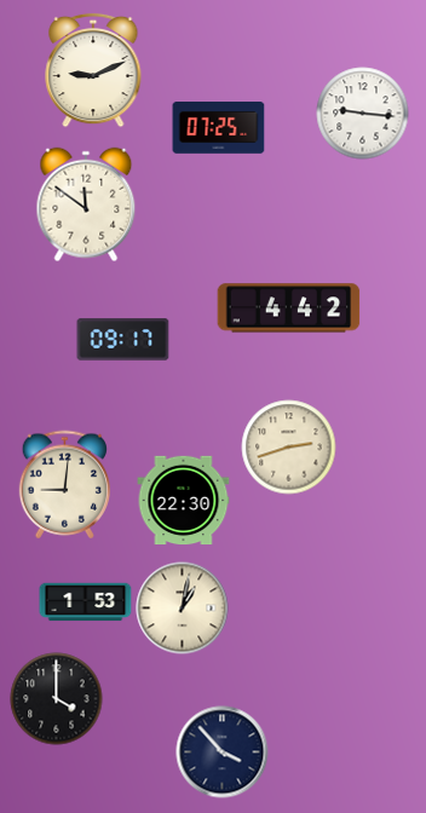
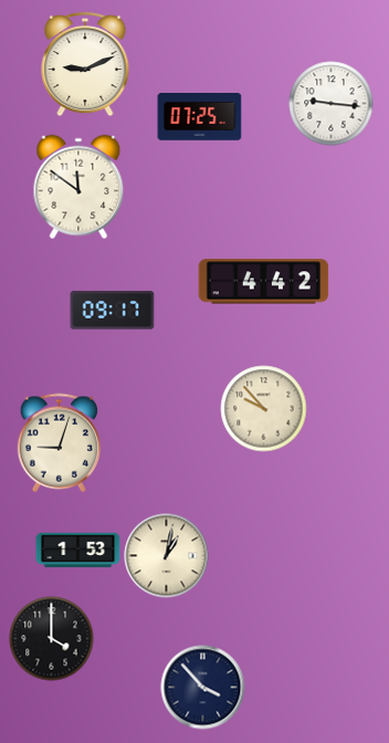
clock at (289, 448): 2:42 -> 9:53
clock at (64, 485): 9:01 -> 9:03
clock at (184, 501): 22:30 -> none
